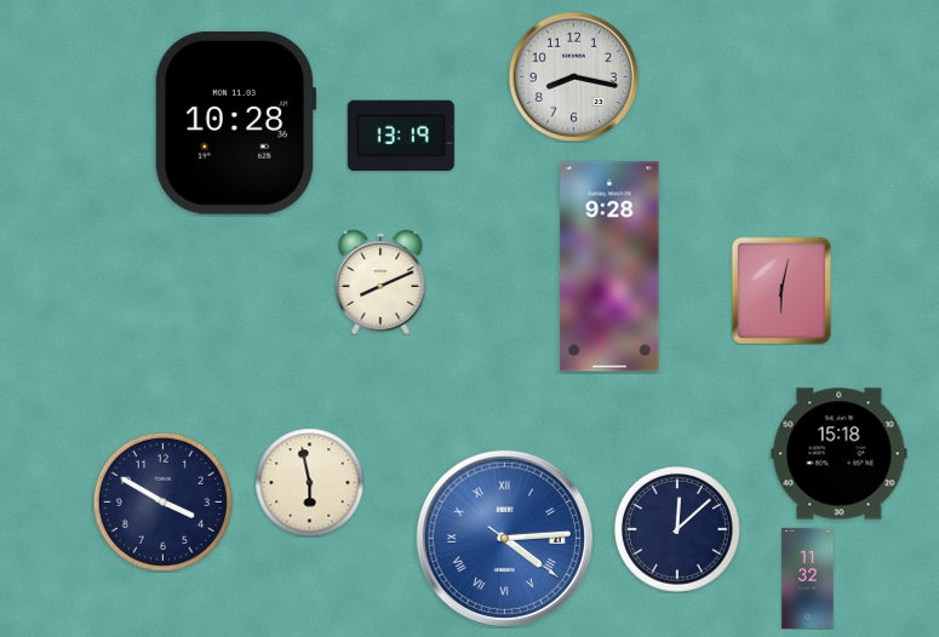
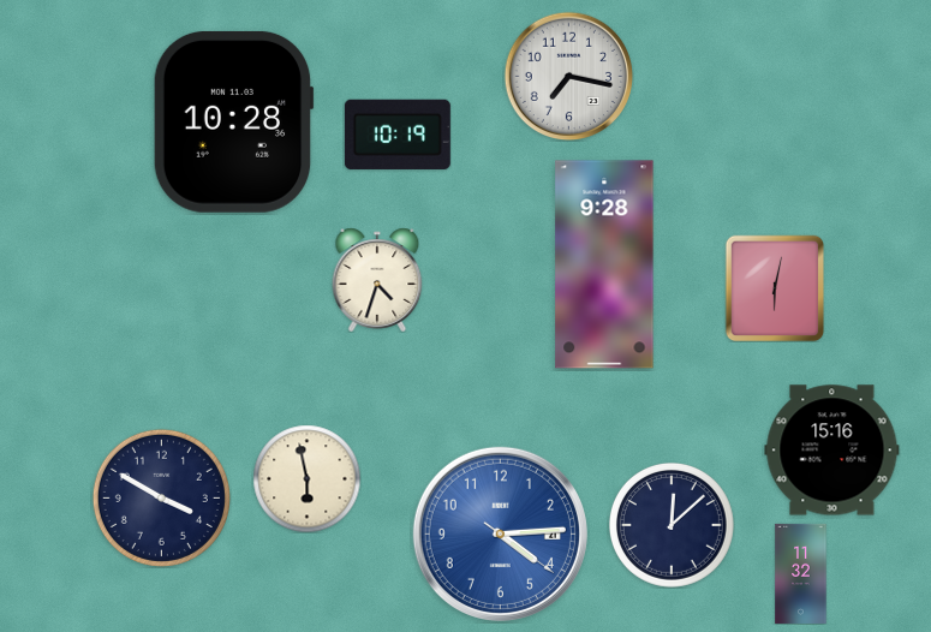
clock at (573, 76): 8:17 -> 7:17
clock at (401, 136): 13:19 -> 10:19
clock at (380, 282): 8:11 -> 4:33
clock at (840, 454): 15:18 -> 15:16
clock at (504, 538) numerals: Roman -> Arabic
